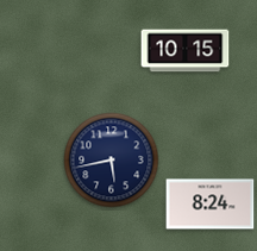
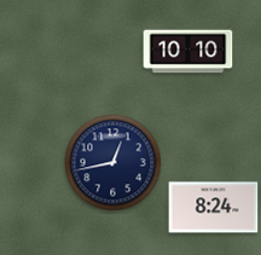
clock at (186, 51): 10:15 -> 10:10
clock at (112, 161): 5:43 -> 12:43
